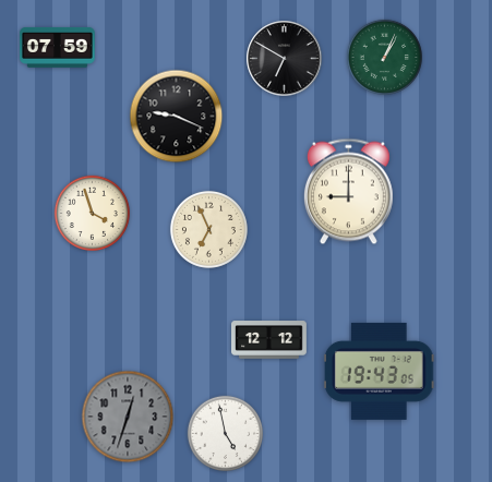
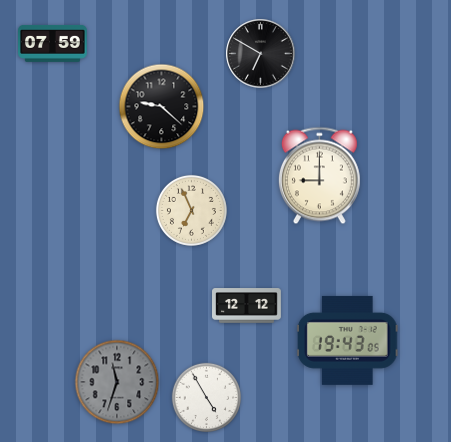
clock at (384, 57): 1:04 -> none
clock at (177, 117): 9:19 -> 9:22
clock at (92, 213): 3:57 -> none
clock at (269, 340) position: (269, 340) -> (247, 306)
clock at (128, 417): 12:33 -> 11:33
clock at (225, 433): 4:58 -> 4:55
